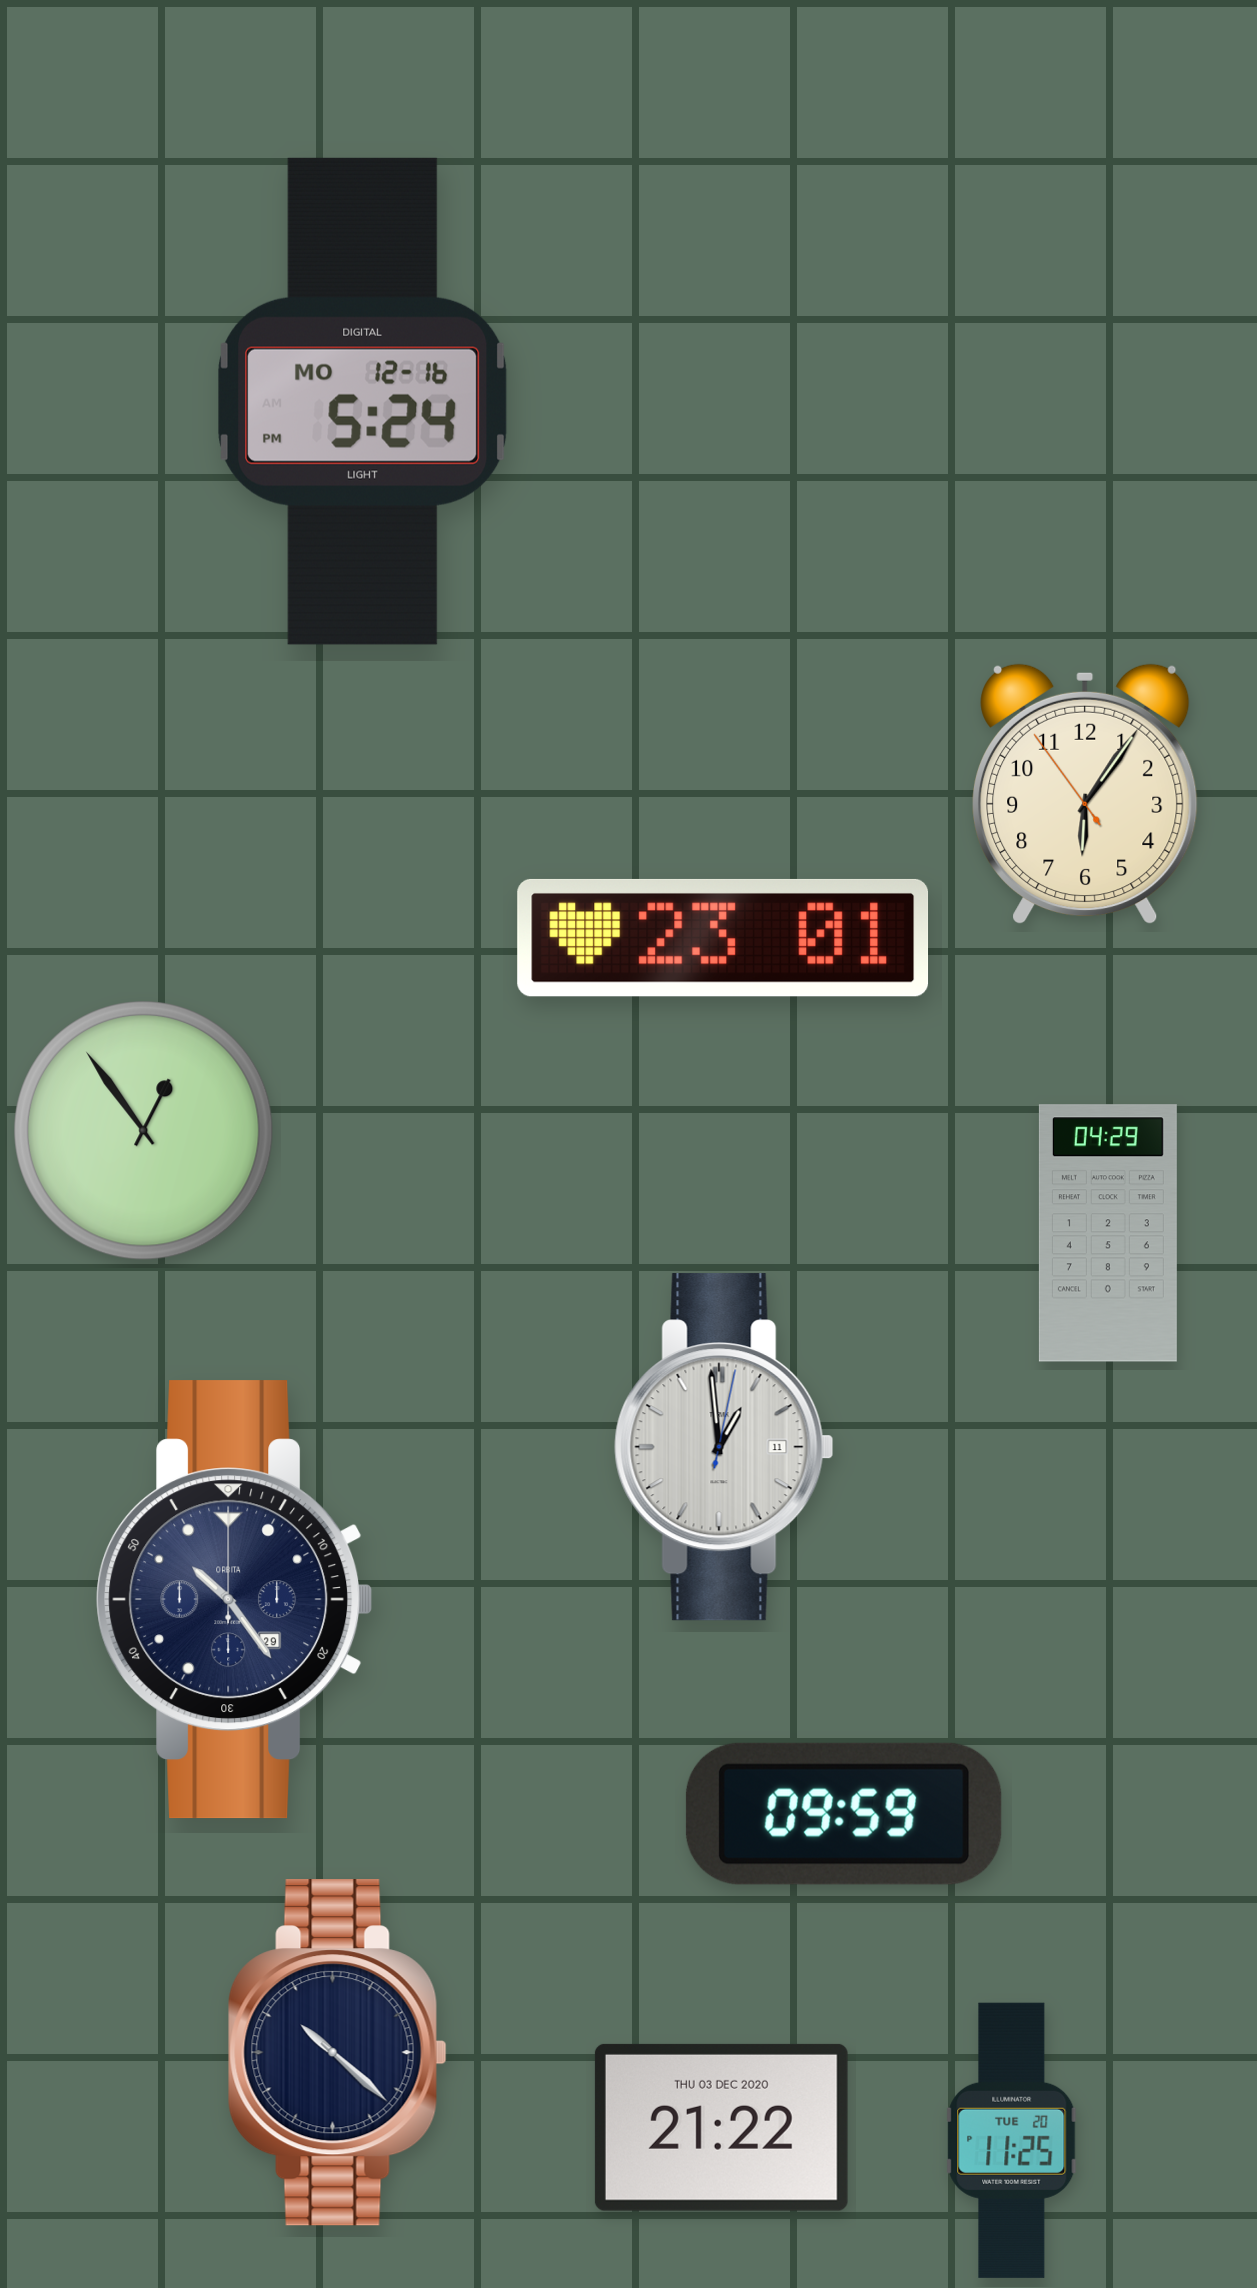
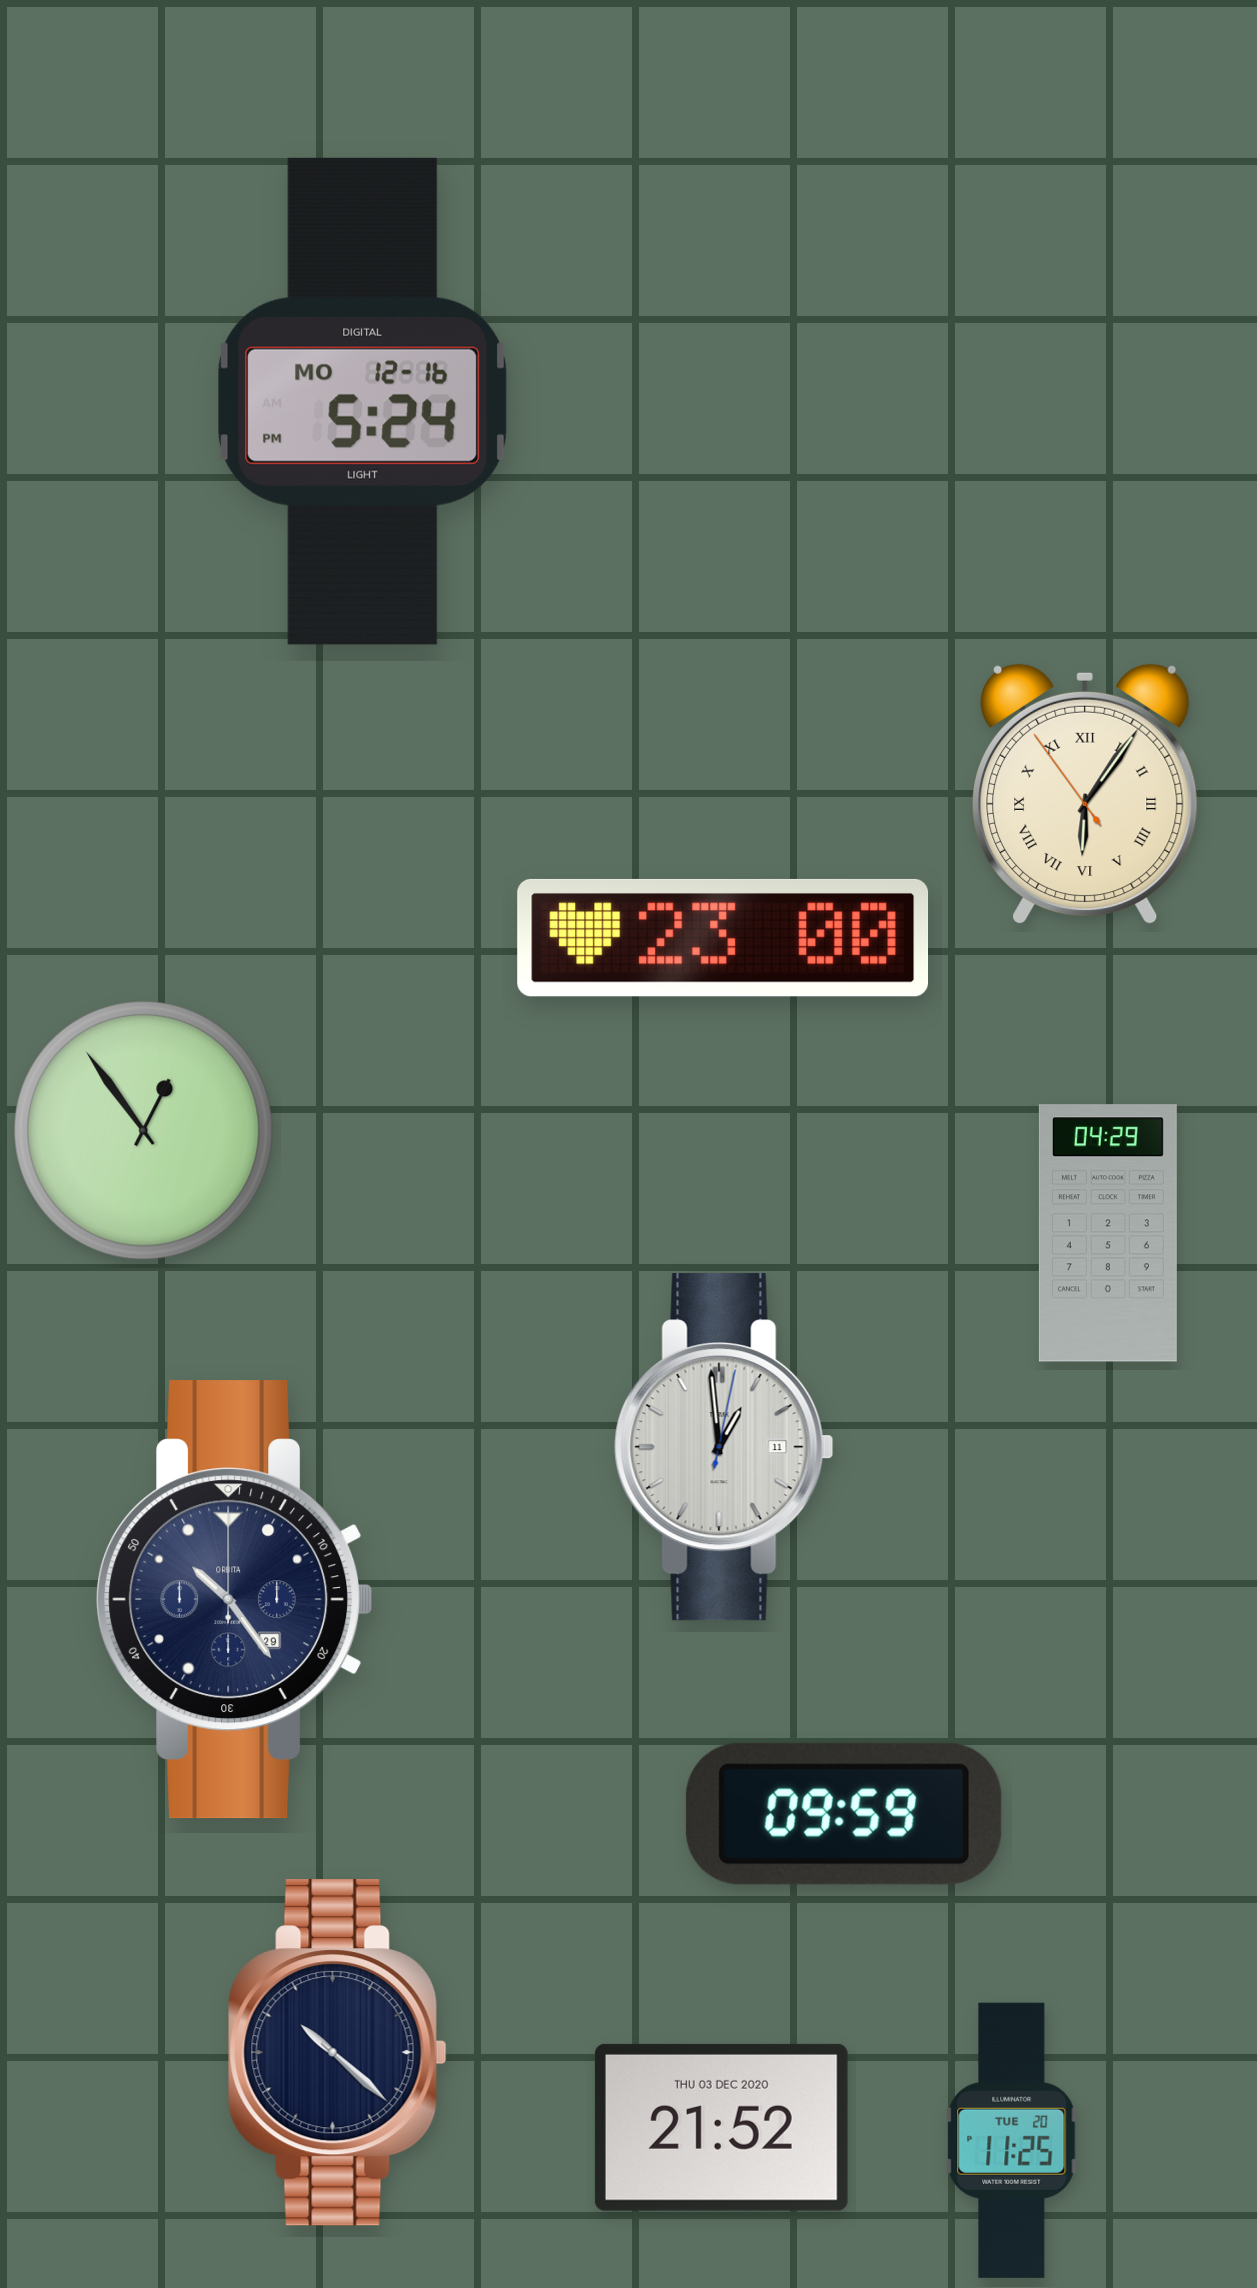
clock at (1085, 794) numerals: Arabic -> Roman
clock at (723, 938): 23:01 -> 23:00
clock at (721, 2127): 21:22 -> 21:52
